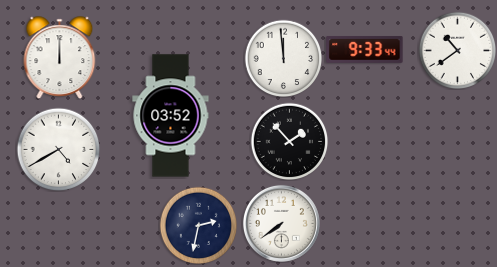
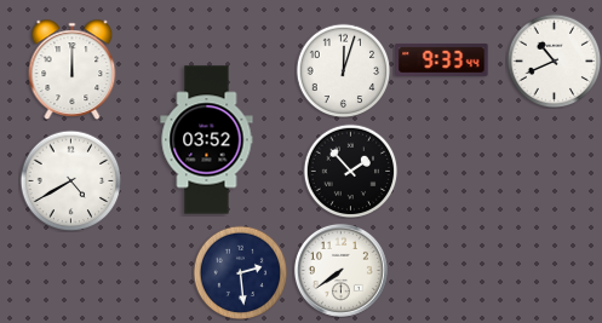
clock at (457, 50): 10:39 -> 10:41
clock at (283, 58): 11:59 -> 12:03
clock at (198, 225): 2:32 -> 2:29
